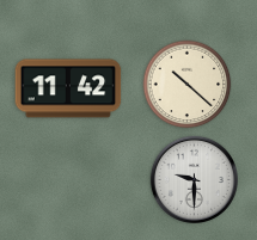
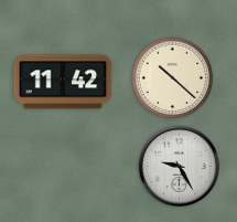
clock at (194, 179): 9:30 -> 9:25
